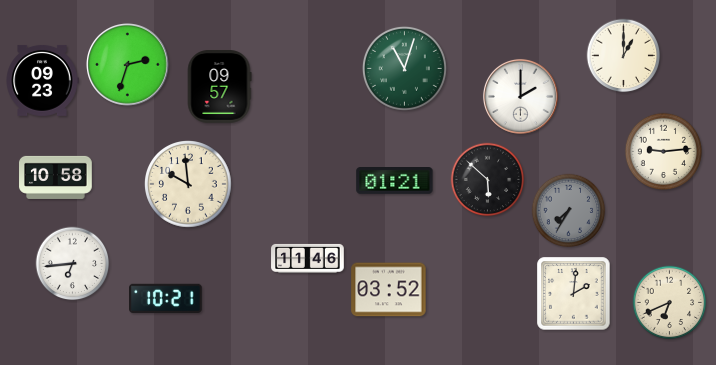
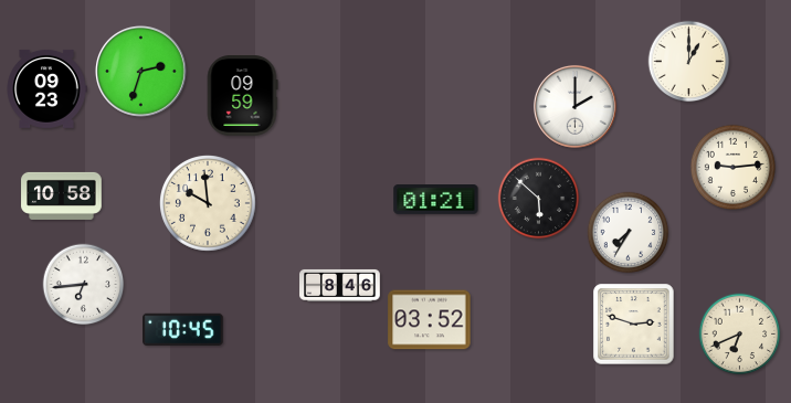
clock at (404, 68): 11:03 -> none
clock at (219, 87): 09:57 -> 09:59
clock at (569, 211) dial: grey -> white
clock at (308, 258): 11:46 -> 8:46
clock at (73, 264) position: (73, 264) -> (84, 285)
clock at (574, 294): 2:01 -> 2:48
clock at (166, 298): 10:21 -> 10:45
